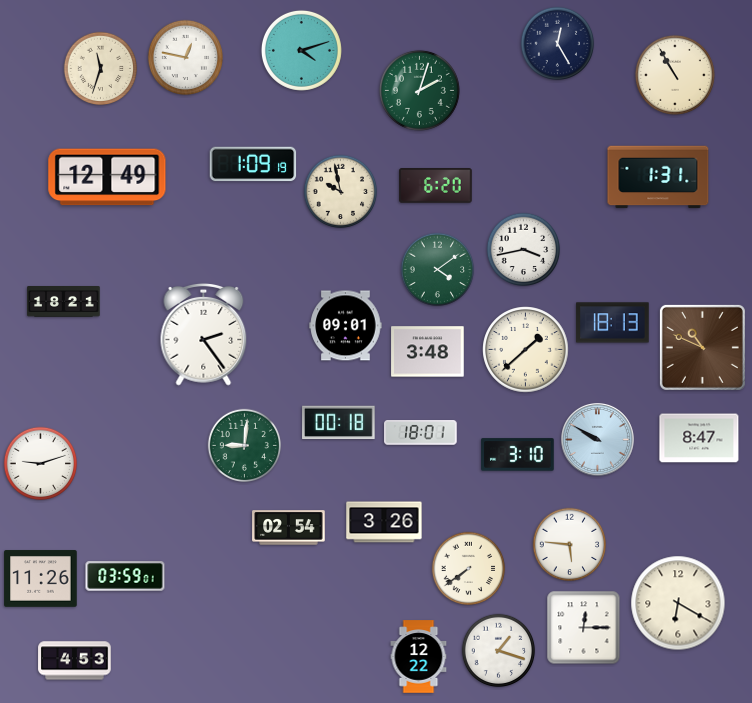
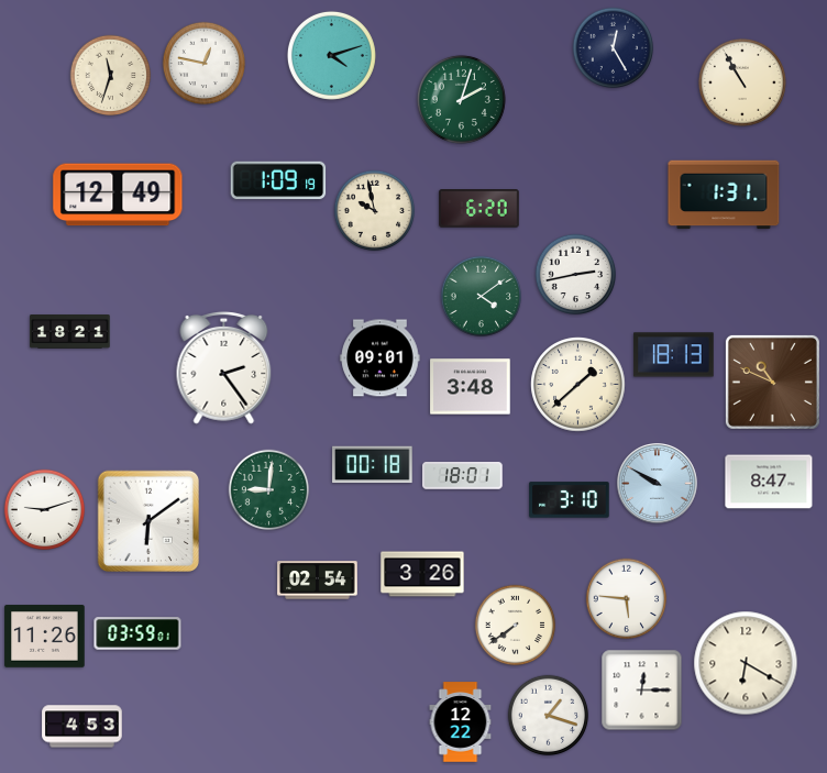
clock at (436, 186) position: (436, 186) -> (479, 209)
clock at (524, 250): 3:43 -> 2:43
clock at (147, 520): none -> 6:09
